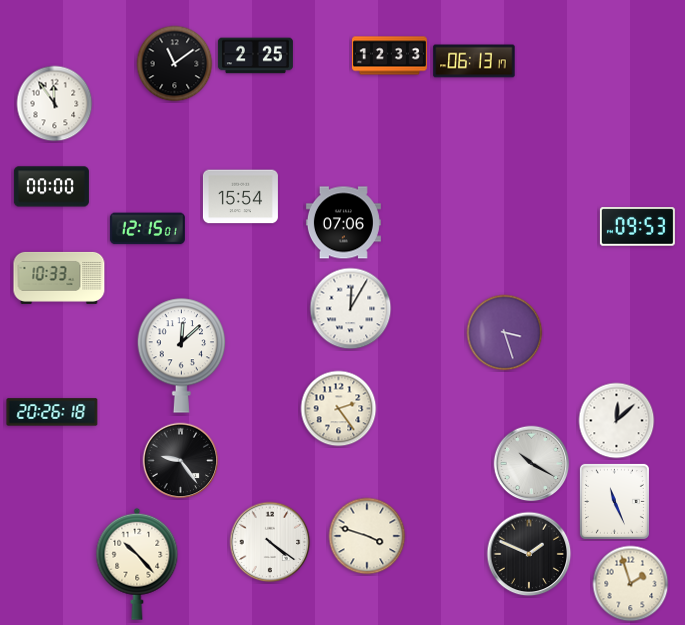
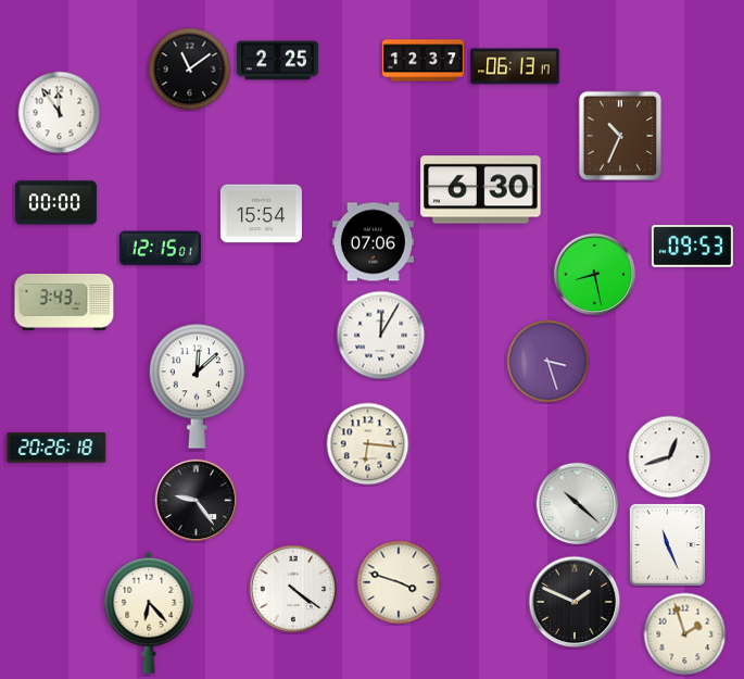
clock at (389, 56): 12:33 -> 12:37
clock at (620, 136): none -> 10:34
clock at (481, 190): none -> 6:30
clock at (595, 275): none -> 8:28
clock at (59, 278): 10:33 -> 3:43
clock at (339, 409): 2:24 -> 6:16
clock at (617, 421): 12:08 -> 12:42
clock at (532, 464): 10:20 -> 10:22
clock at (137, 564): 10:23 -> 6:23
